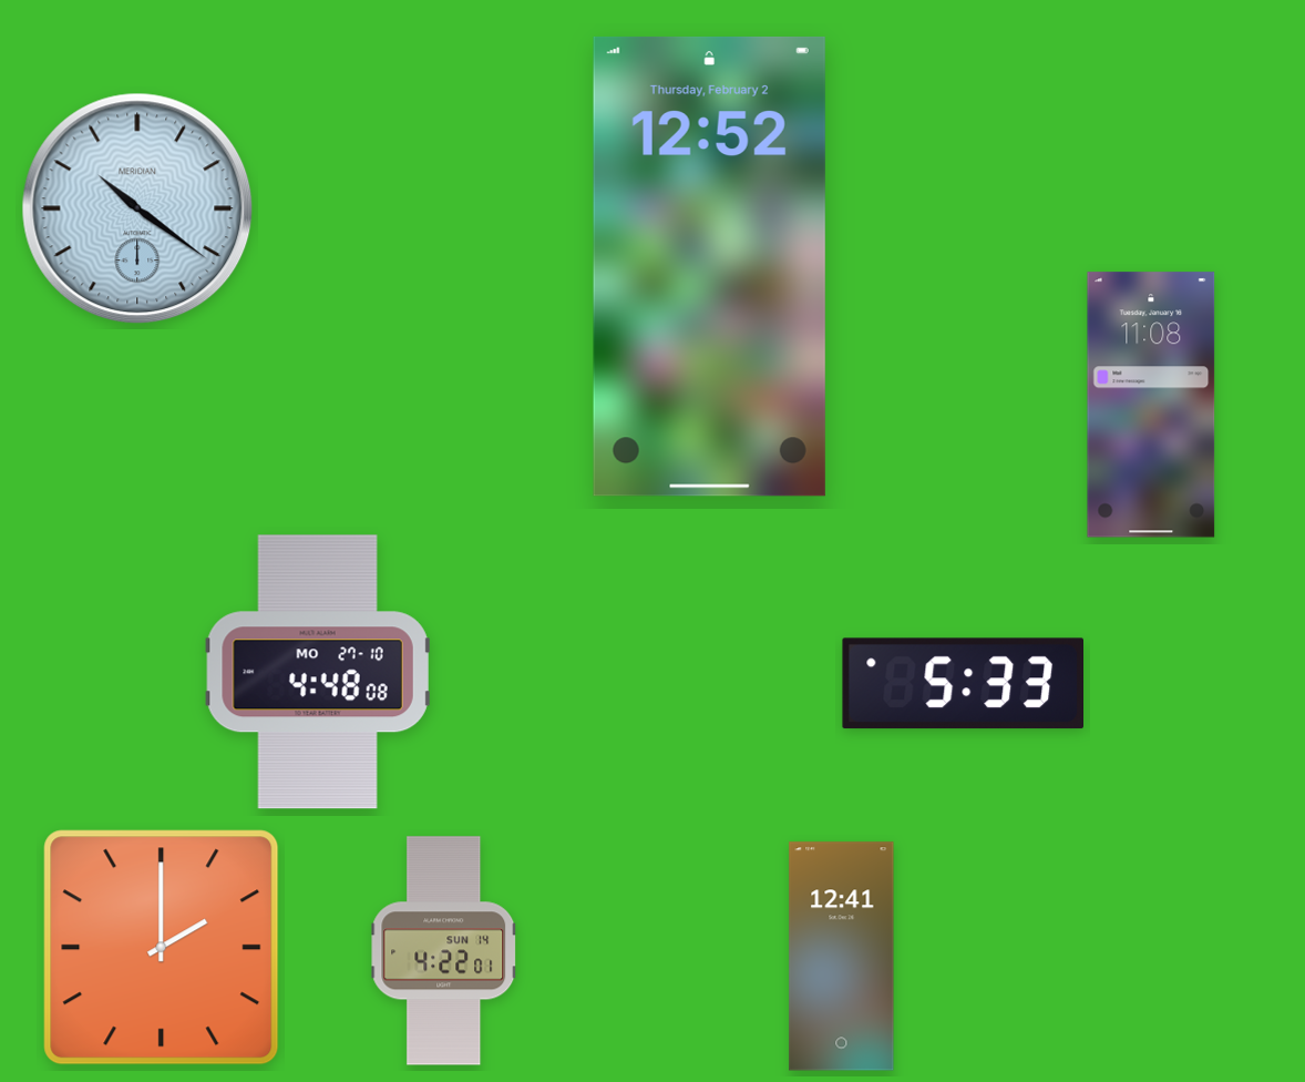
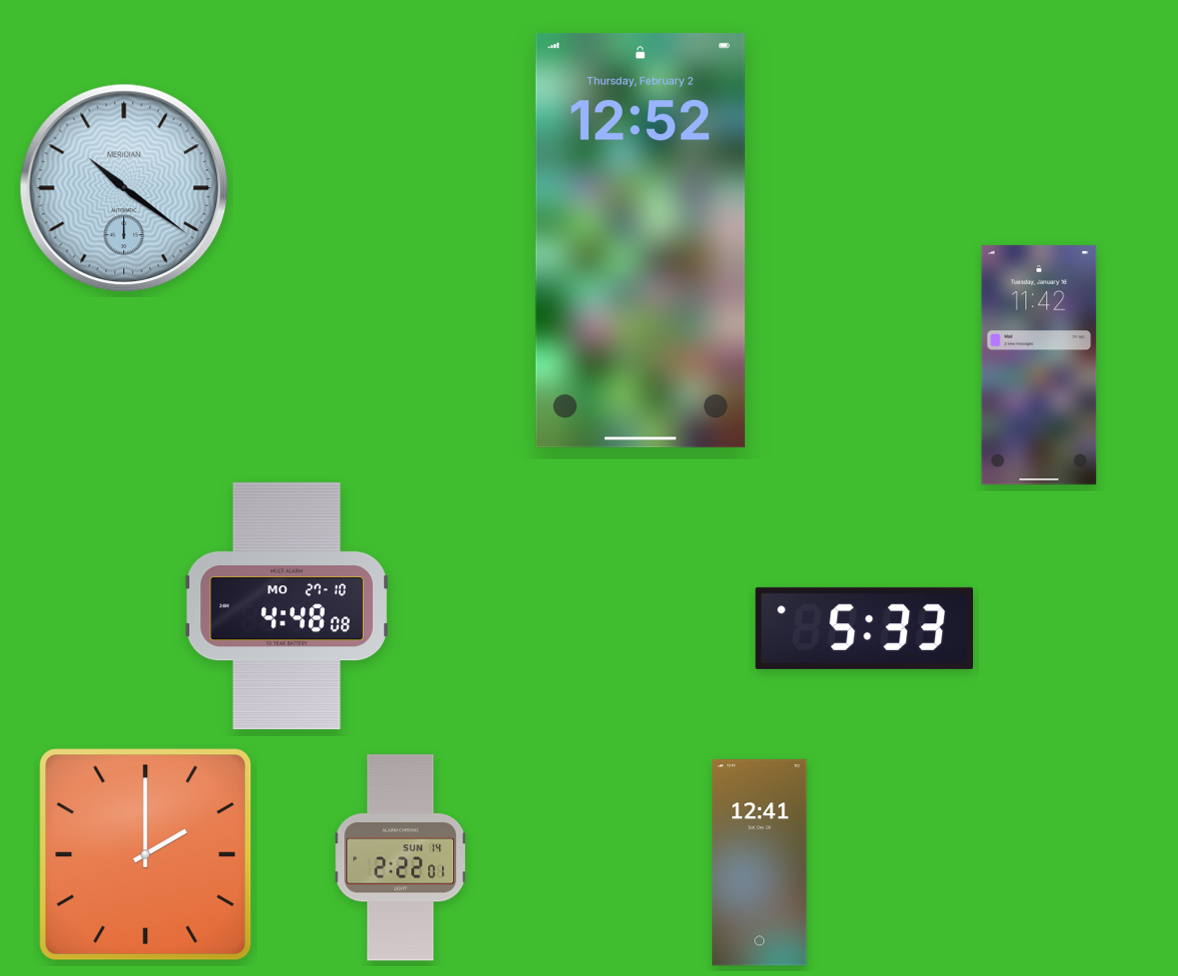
clock at (1151, 405): 11:08 -> 11:42
clock at (963, 684) position: (963, 684) -> (864, 629)
clock at (444, 951): 4:22 -> 2:22
